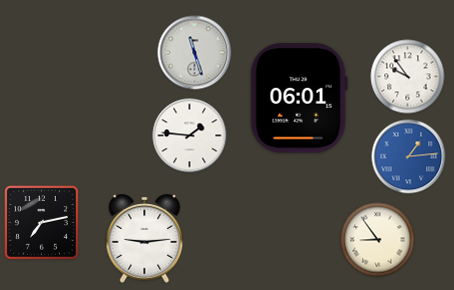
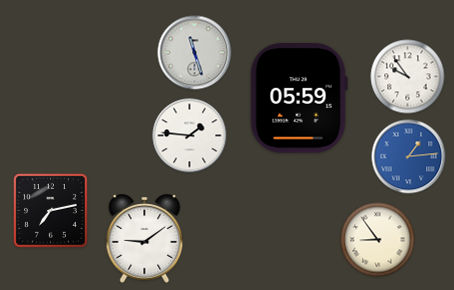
clock at (299, 98): 06:01 -> 05:59
clock at (42, 223) position: (42, 223) -> (51, 211)
clock at (145, 239): 9:14 -> 9:09
